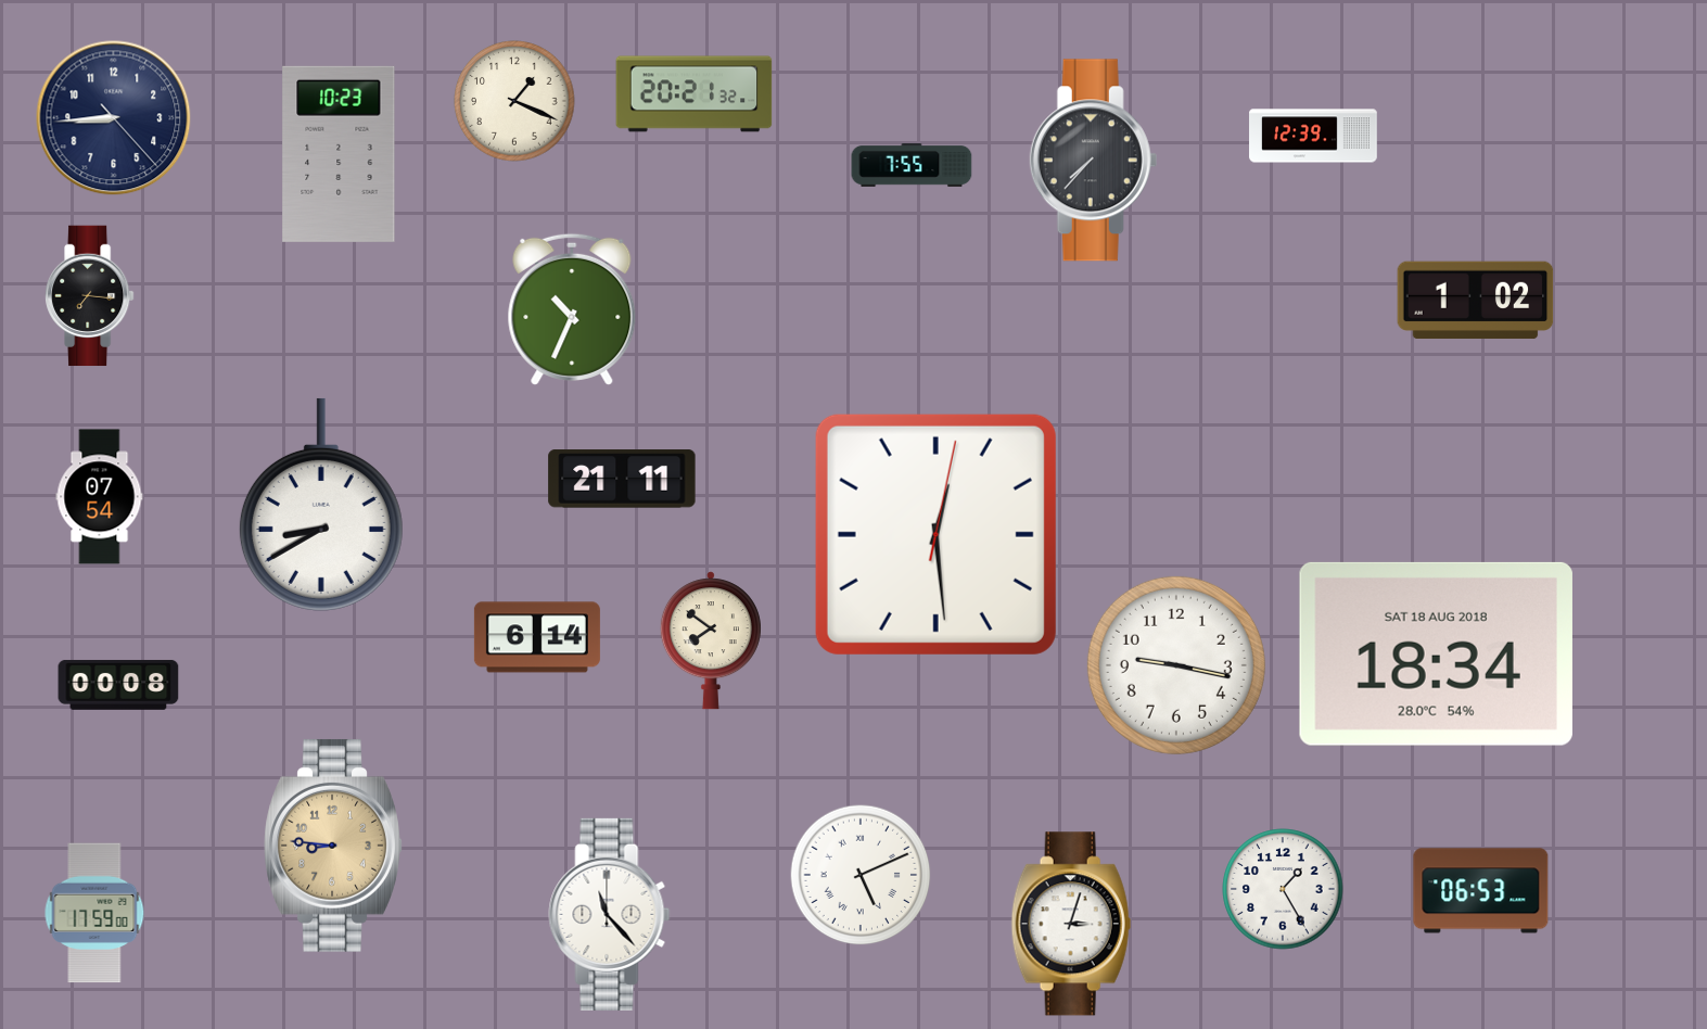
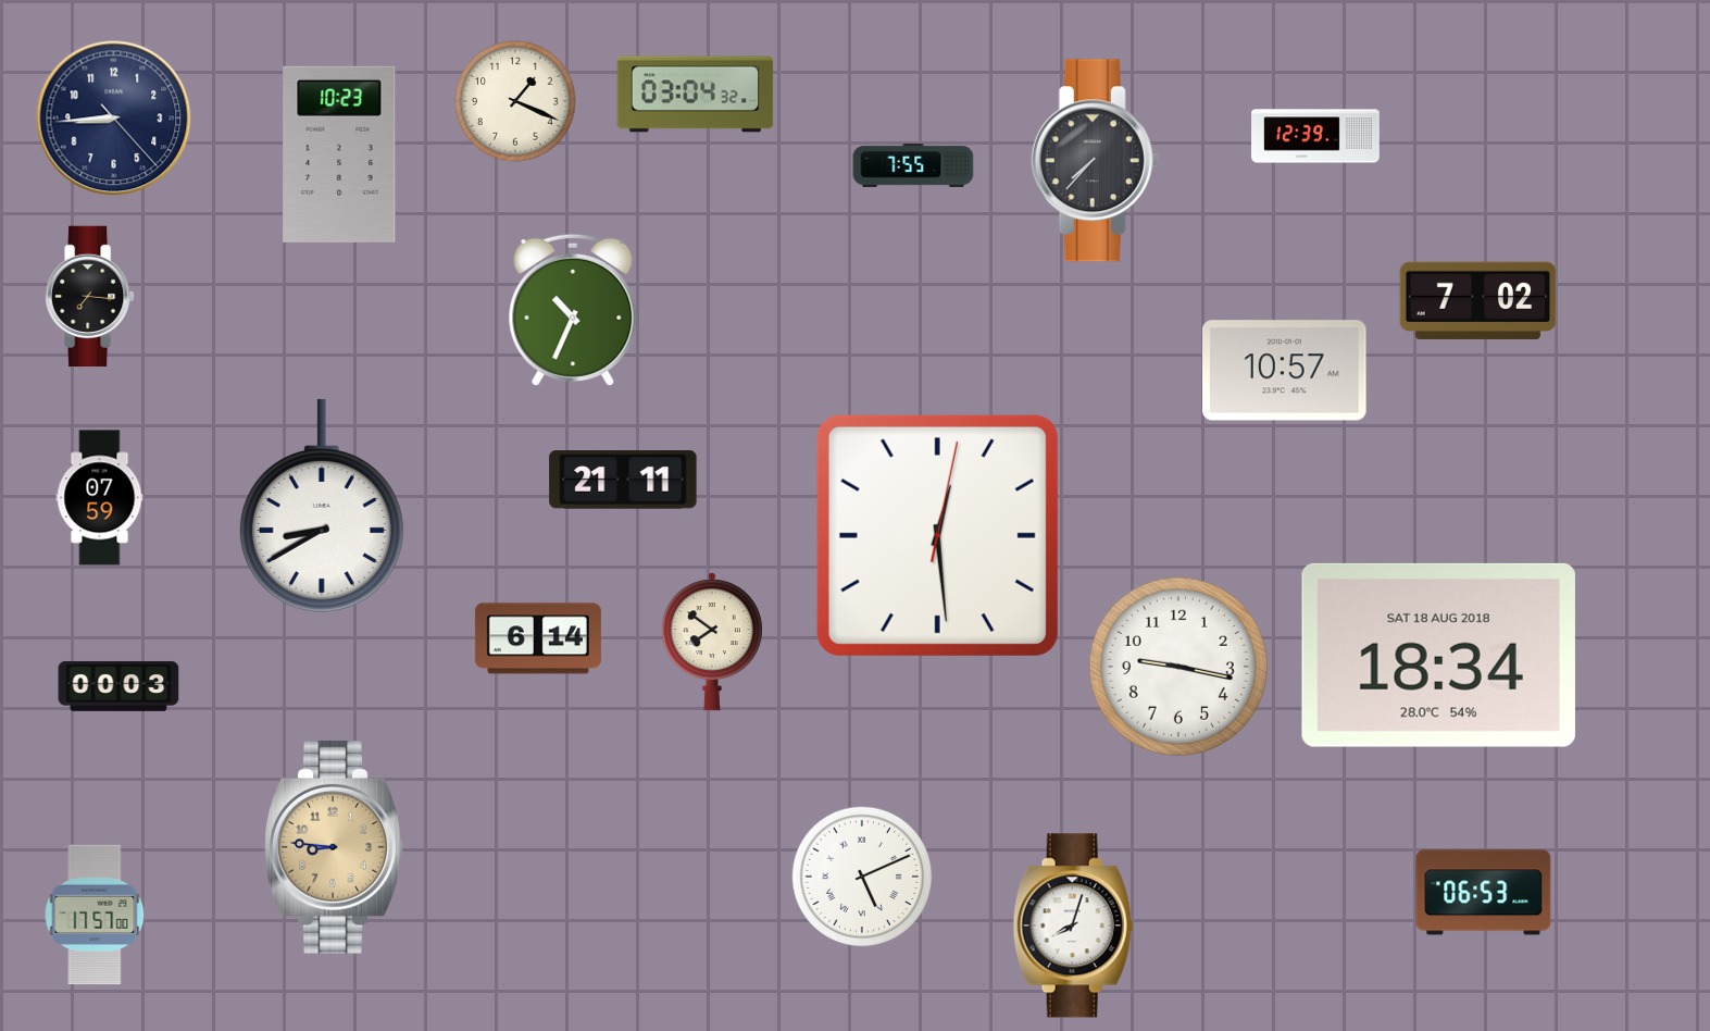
clock at (695, 94): 20:21 -> 03:04
clock at (1476, 301): 1:02 -> 7:02
clock at (1285, 371): none -> 10:57
clock at (100, 497): 07:54 -> 07:59
clock at (118, 685): 00:08 -> 00:03
clock at (1283, 889): 1:25 -> none
clock at (94, 913): 17:59 -> 17:57
clock at (610, 914): 11:23 -> none
clock at (1071, 924): 3:03 -> 8:03
